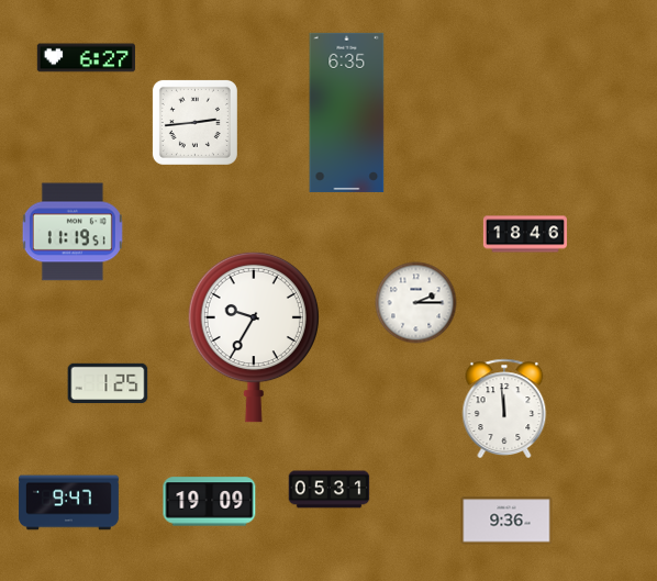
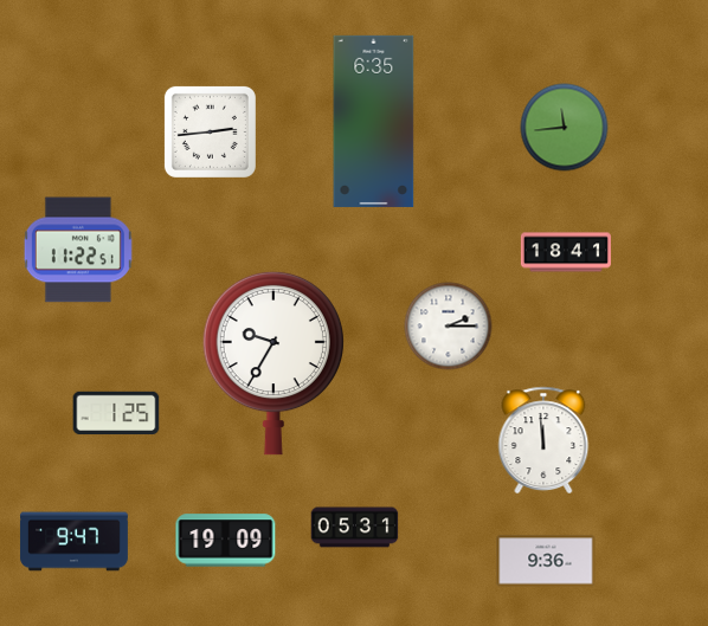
clock at (86, 58): 6:27 -> none
clock at (565, 128): none -> 11:44
clock at (73, 232): 11:19 -> 11:22
clock at (525, 234): 18:46 -> 18:41
